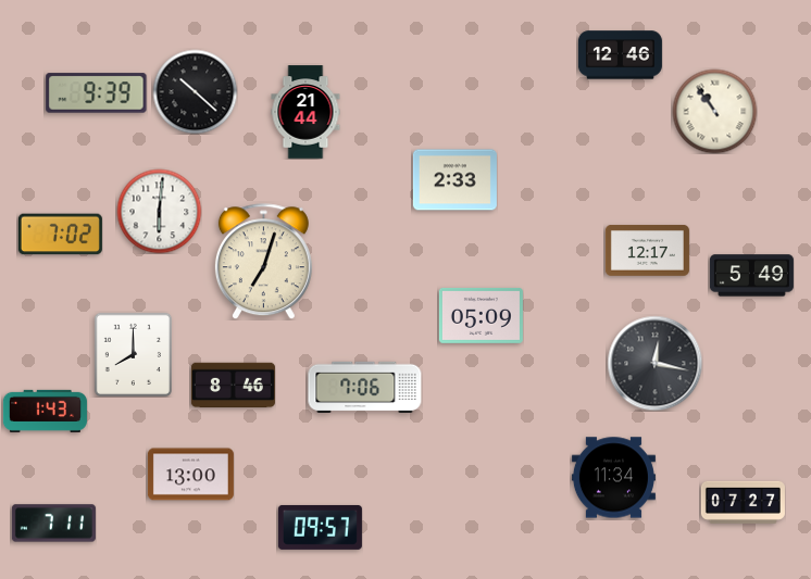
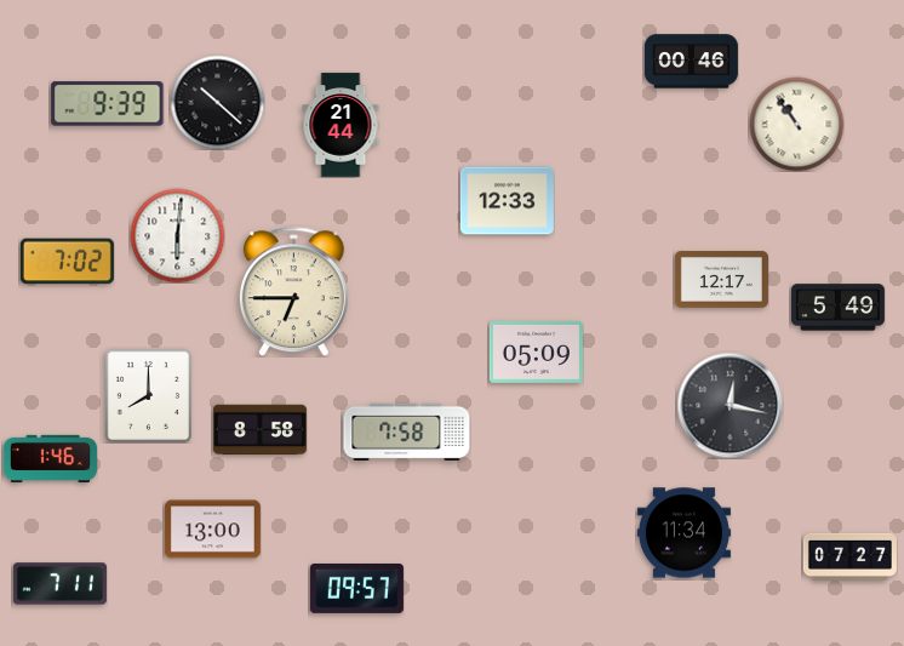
clock at (620, 55): 12:46 -> 00:46
clock at (454, 180): 2:33 -> 12:33
clock at (263, 262): 7:03 -> 6:45
clock at (233, 386): 8:46 -> 8:58
clock at (365, 387): 7:06 -> 7:58
clock at (45, 411): 1:43 -> 1:46
clock at (743, 502) position: (743, 502) -> (849, 556)
